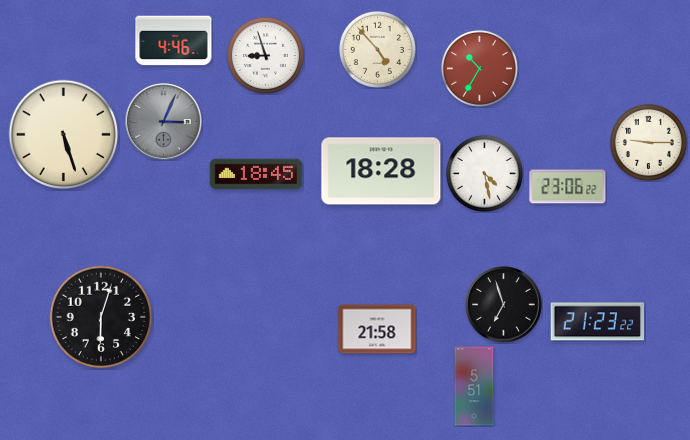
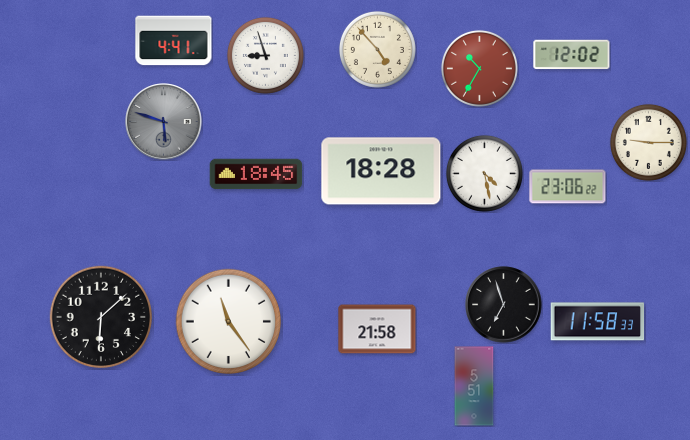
clock at (174, 41): 4:46 -> 4:41
clock at (572, 55): none -> 12:02
clock at (164, 122): 3:04 -> 5:48
clock at (64, 135): 5:27 -> none
clock at (101, 317): 6:03 -> 6:08
clock at (229, 322): none -> 11:24
clock at (598, 322): 21:23 -> 11:58
